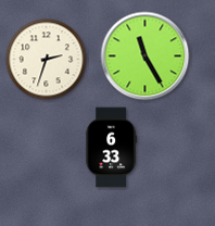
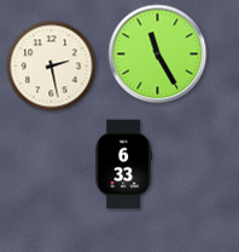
clock at (146, 56) position: (146, 56) -> (158, 55)
clock at (47, 60): 2:33 -> 2:28
